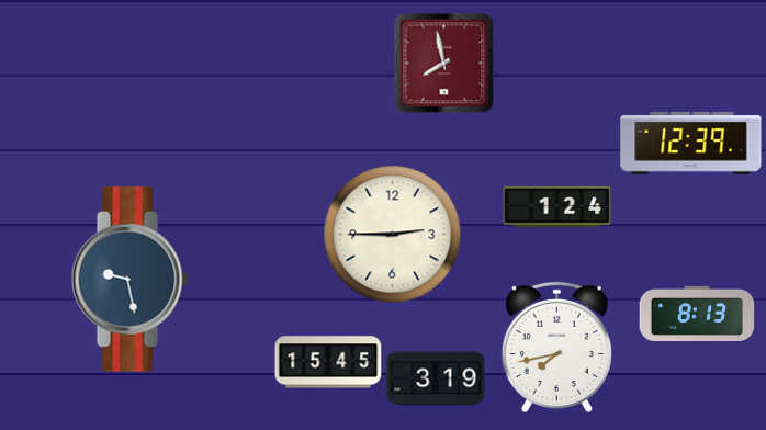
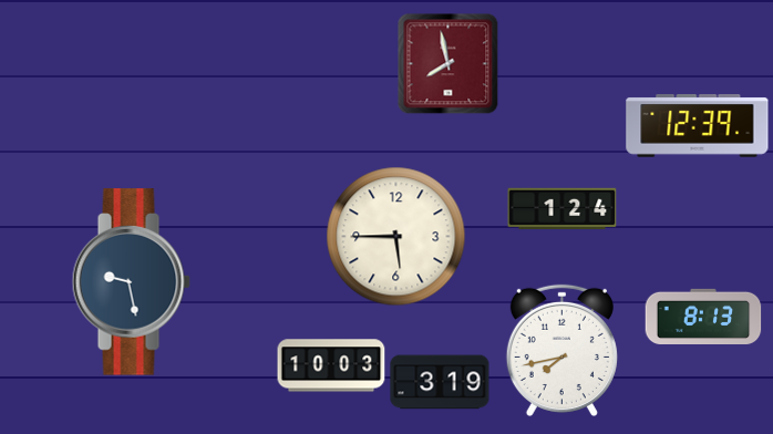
clock at (691, 144) position: (691, 144) -> (698, 126)
clock at (393, 235): 2:45 -> 5:45
clock at (328, 362): 15:45 -> 10:03
